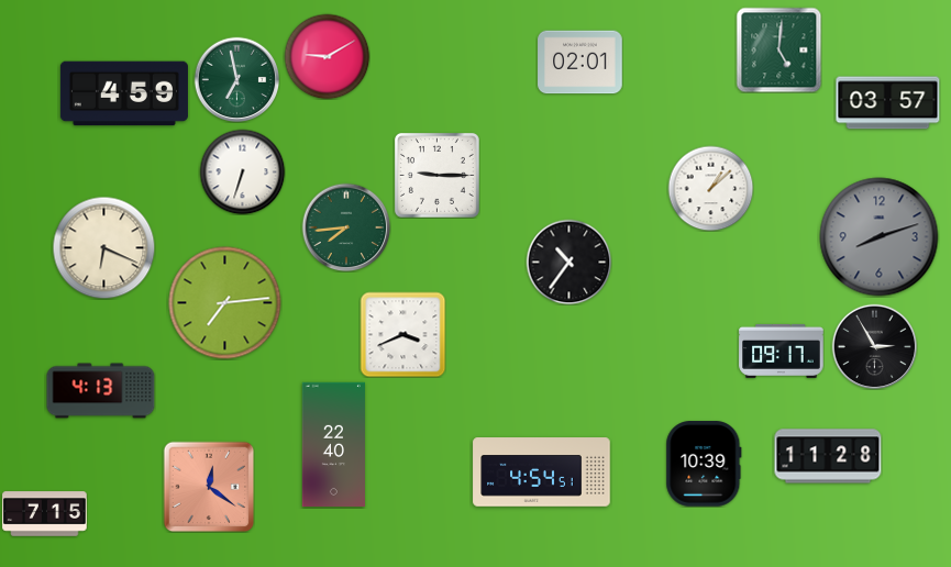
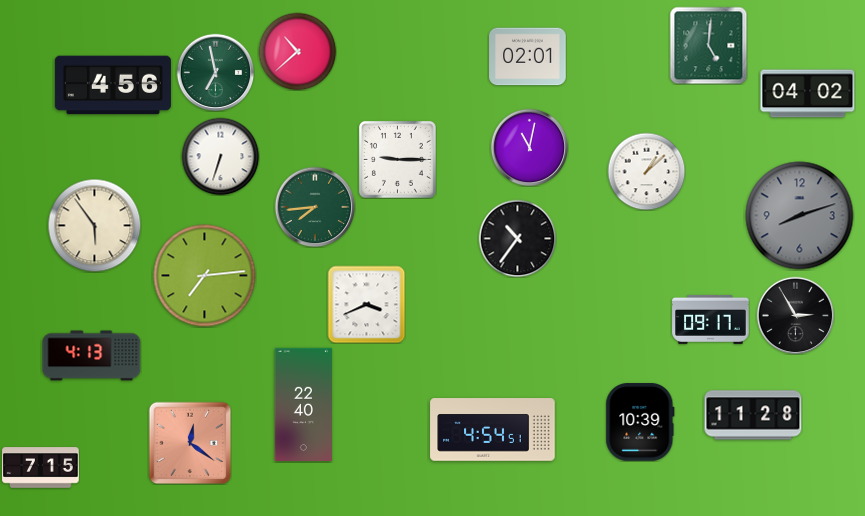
clock at (327, 56): 9:10 -> 10:38
clock at (124, 93): 4:59 -> 4:56
clock at (888, 103): 03:57 -> 04:02
clock at (529, 147): none -> 11:02
clock at (103, 247): 6:19 -> 5:54
